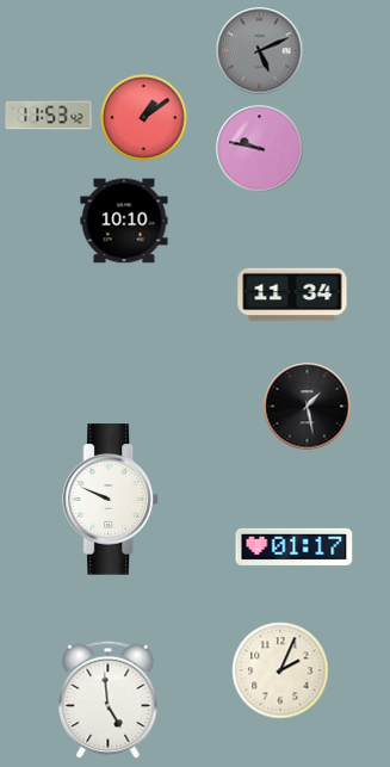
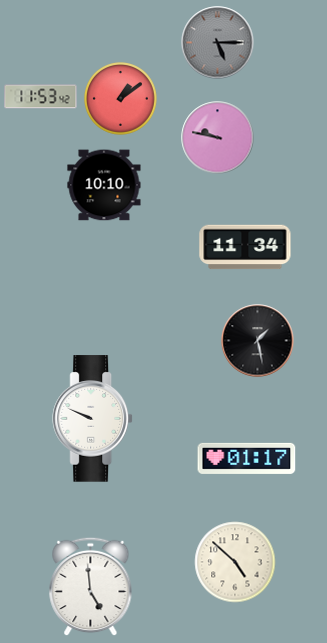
clock at (260, 51): 5:11 -> 5:15
clock at (260, 149) position: (260, 149) -> (218, 138)
clock at (280, 670): 2:04 -> 4:52
